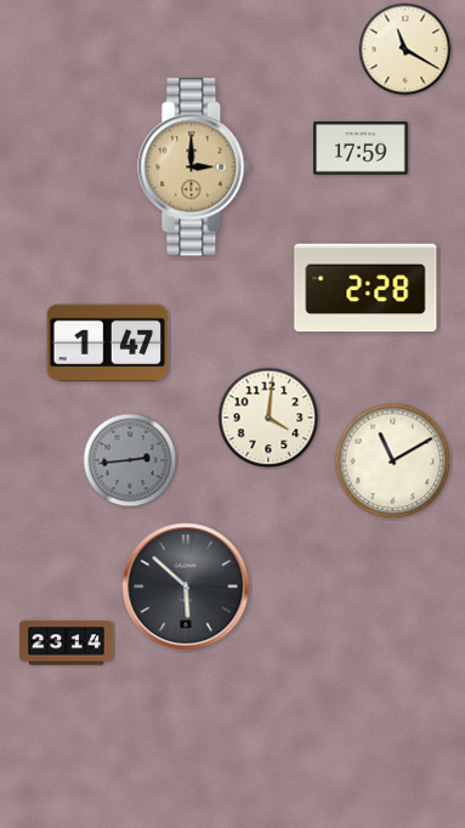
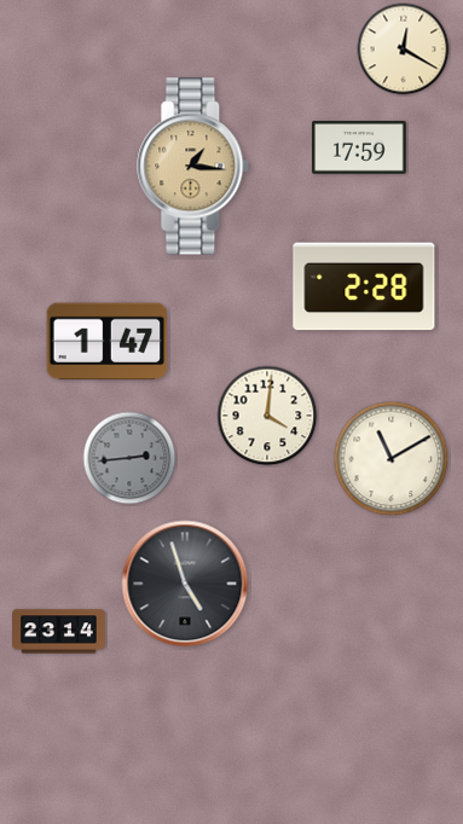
clock at (406, 50): 11:20 -> 12:20
clock at (194, 168): 3:00 -> 1:16
clock at (186, 586): 5:52 -> 4:57
clock at (67, 643) position: (67, 643) -> (59, 632)
